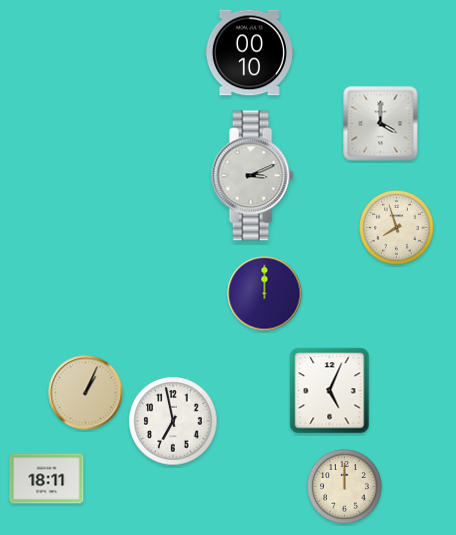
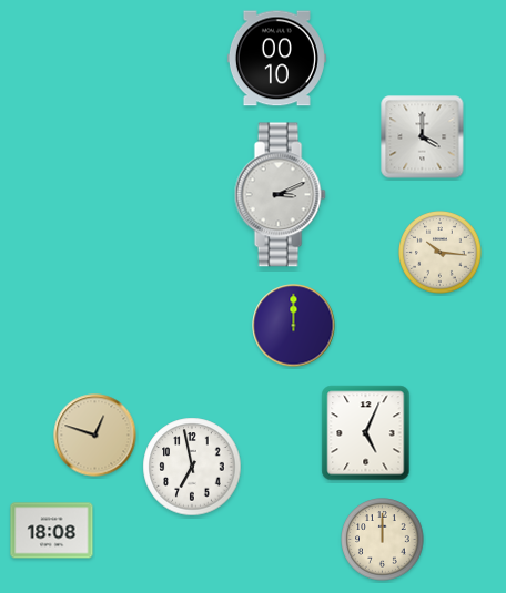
clock at (397, 228): 7:57 -> 10:16
clock at (86, 393): 1:04 -> 12:48
clock at (47, 479): 18:11 -> 18:08
